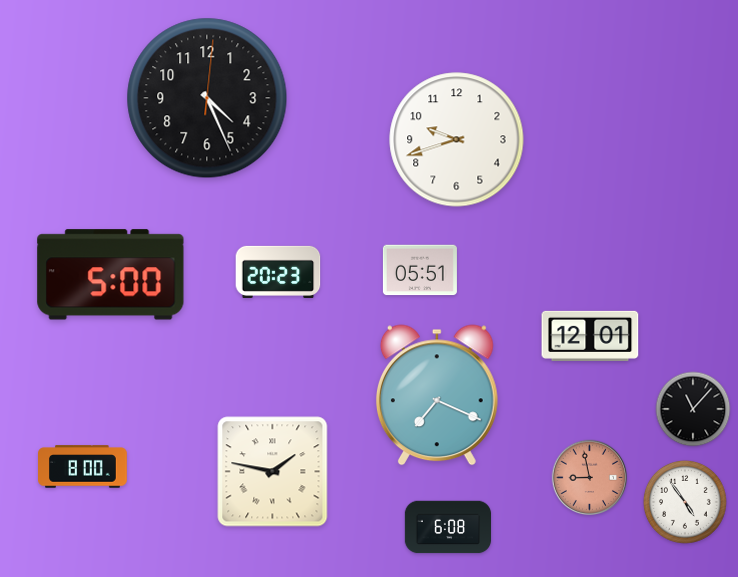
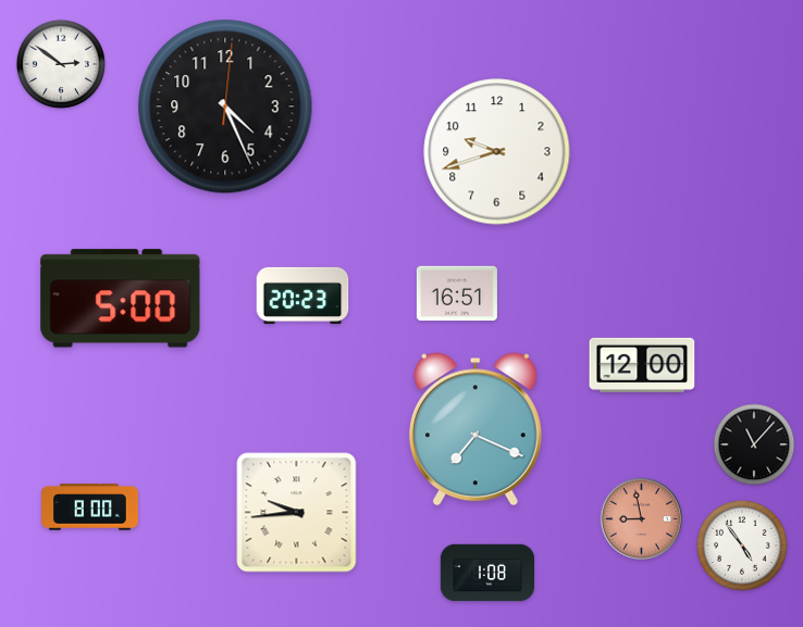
clock at (61, 64): none -> 2:51
clock at (420, 270): 05:51 -> 16:51
clock at (590, 336): 12:01 -> 12:00
clock at (273, 472): 1:47 -> 9:44
clock at (685, 502) position: (685, 502) -> (742, 546)
clock at (448, 527): 6:08 -> 1:08
